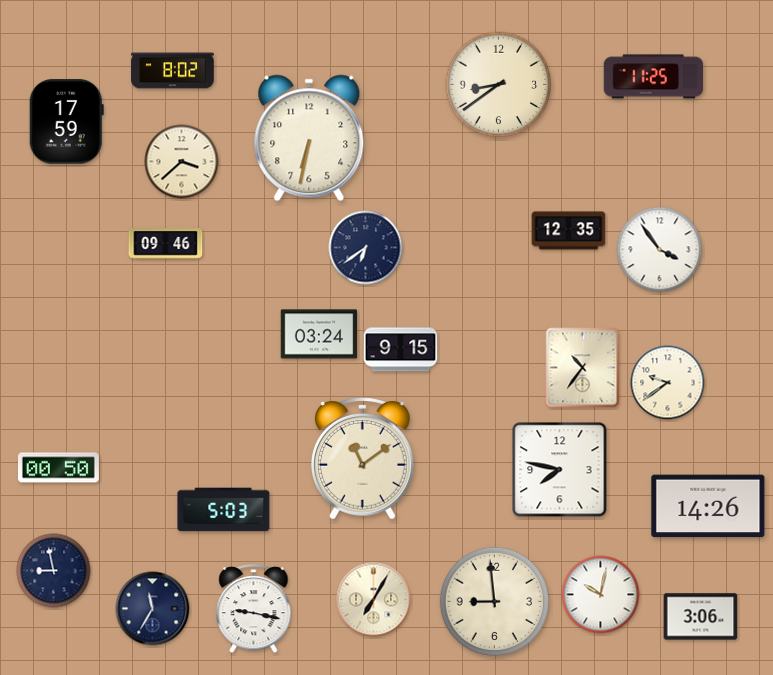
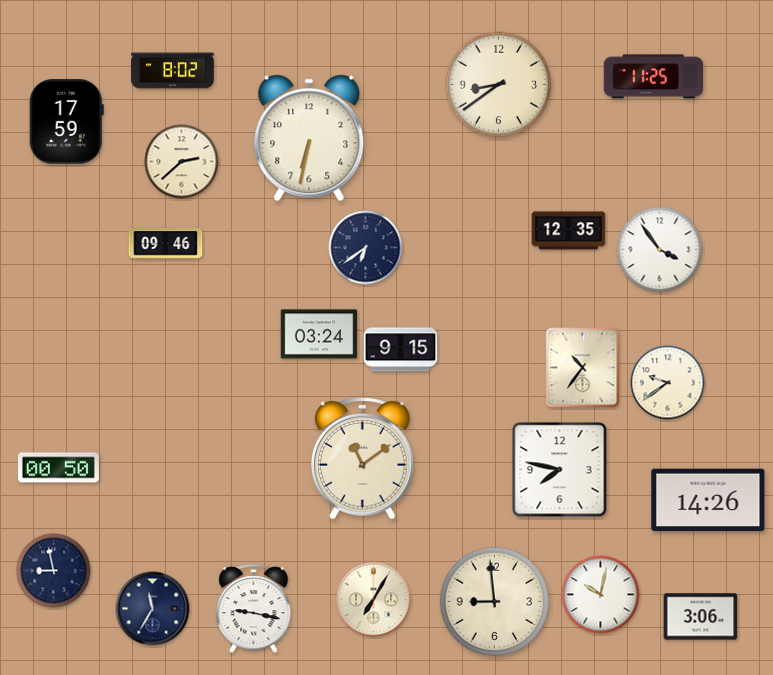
clock at (182, 162): 3:38 -> 2:38
clock at (708, 506) position: (708, 506) -> (708, 500)
clock at (224, 510): 5:03 -> none
